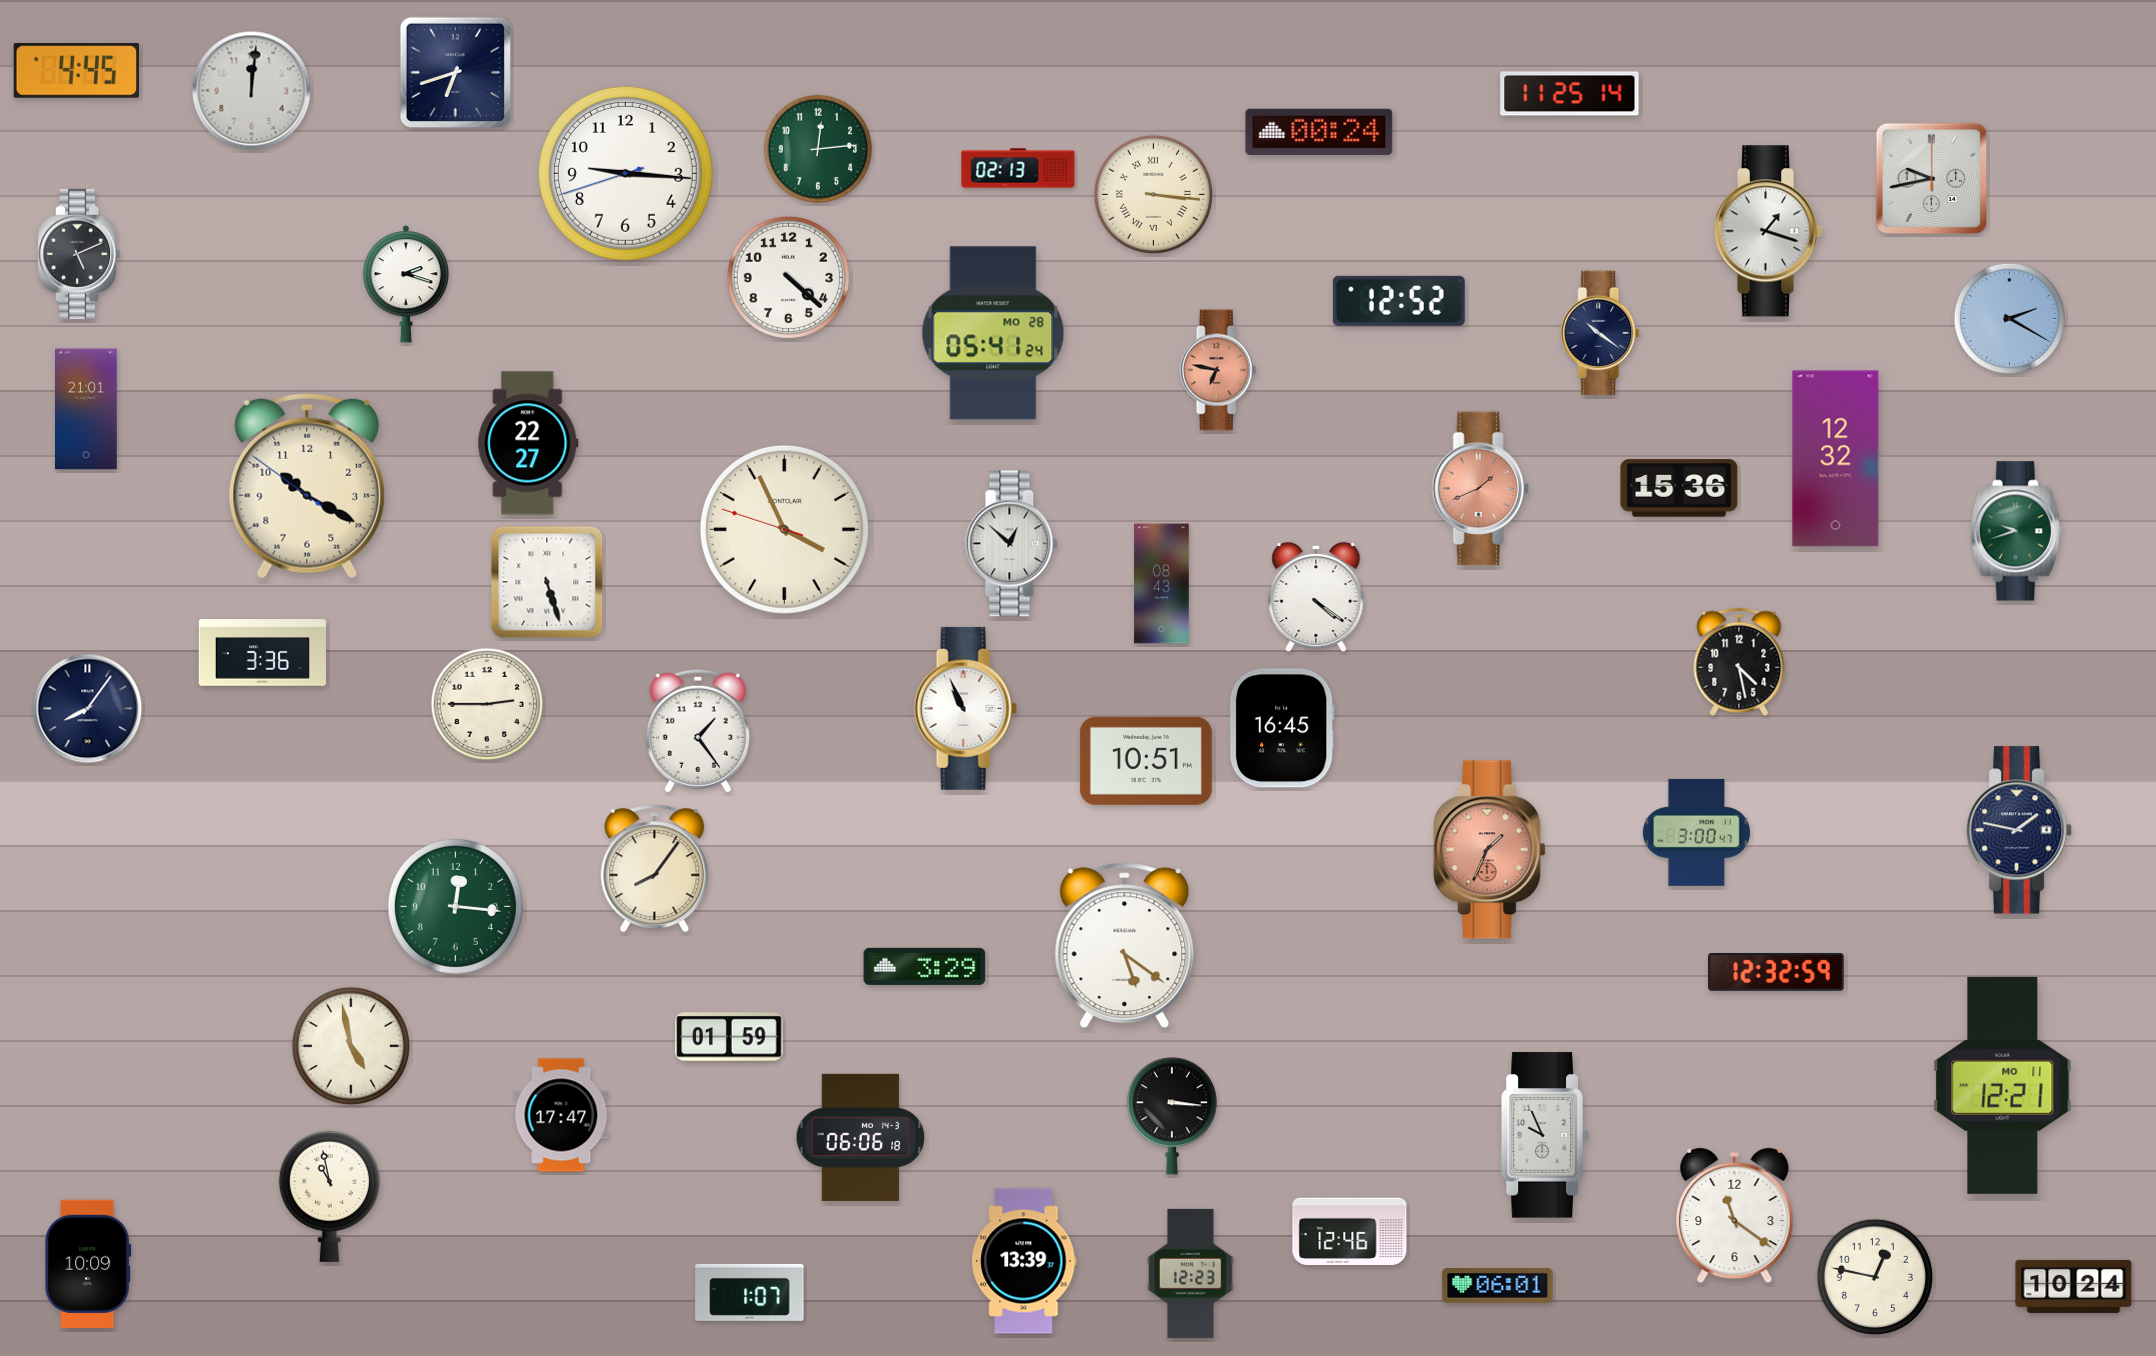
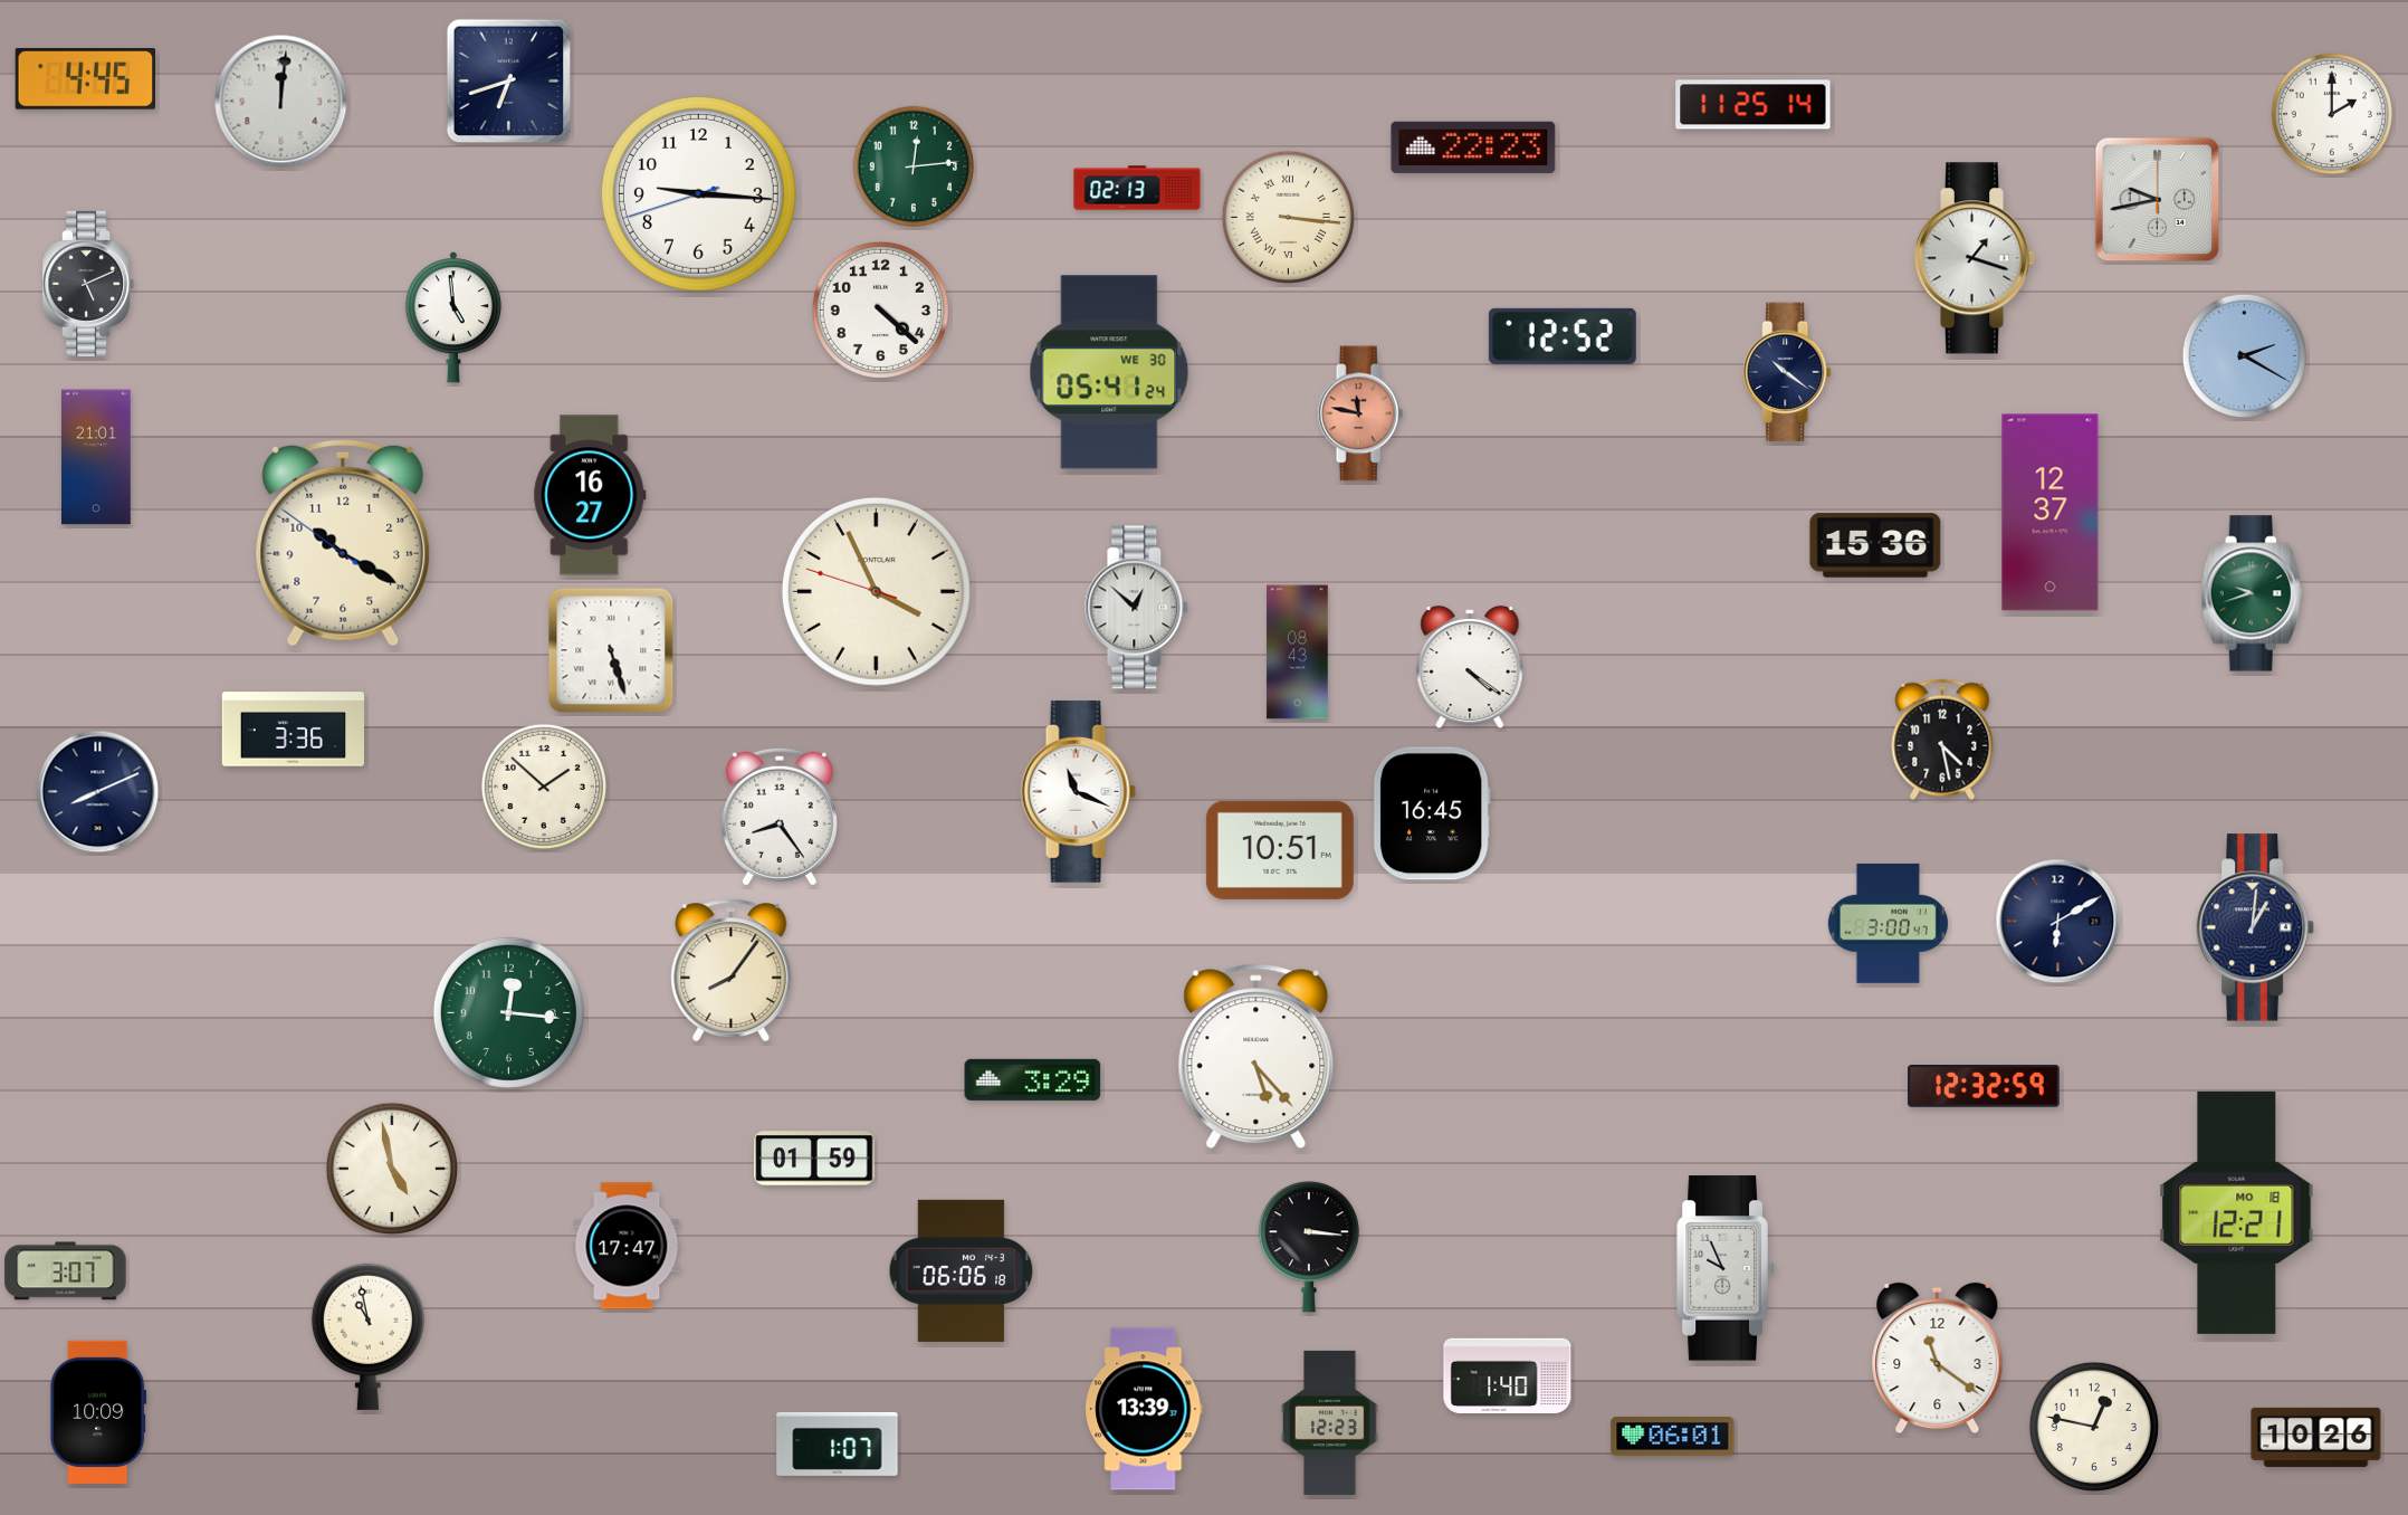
clock at (2331, 113): none -> 2:00
clock at (1319, 132): 00:24 -> 22:23
clock at (405, 284): 2:18 -> 4:59
clock at (993, 333) date: MO 28 -> WE 30
clock at (1218, 370): 6:47 -> 11:47
clock at (528, 443): 22:27 -> 16:27
clock at (1836, 459): 12:32 -> 12:37
clock at (1480, 489): 1:41 -> none
clock at (1012, 544) position: (1012, 544) -> (1137, 608)
clock at (486, 703): 2:45 -> 1:52
clock at (965, 708): 10:56 -> 11:19
clock at (88, 709): 8:06 -> 8:11
clock at (698, 731): 1:24 -> 8:24
clock at (2058, 922): none -> 6:10
clock at (2019, 830): 1:47 -> 1:01
clock at (1696, 832) position: (1696, 832) -> (1888, 923)
clock at (1490, 850): 1:34 -> none
clock at (1125, 946): 5:21 -> 5:23
clock at (2003, 1085) date: MO 11 -> MO 18
clock at (66, 1271): none -> 3:07
clock at (1350, 1232): 12:46 -> 1:40
clock at (2074, 1286): 10:24 -> 10:26
